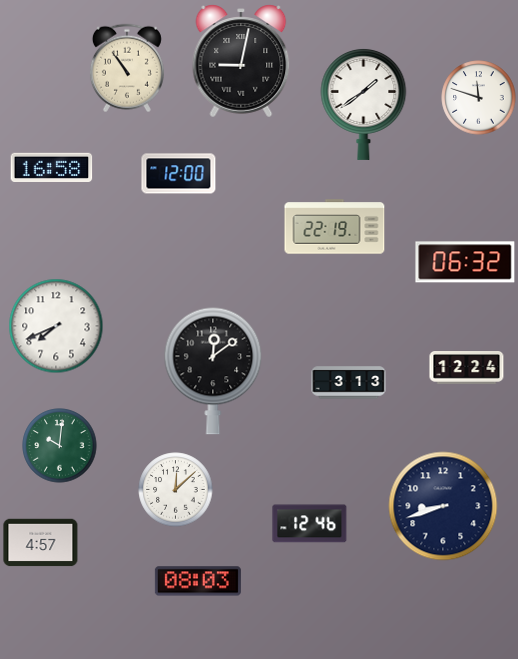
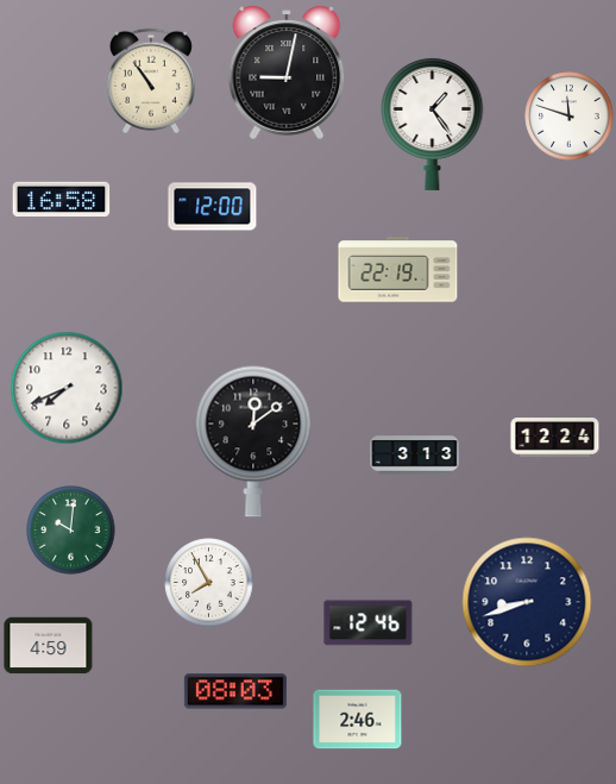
clock at (364, 104): 1:39 -> 1:24
clock at (465, 262): 06:32 -> none
clock at (176, 490): 12:08 -> 7:55
clock at (41, 543): 4:57 -> 4:59
clock at (358, 720): none -> 2:46
